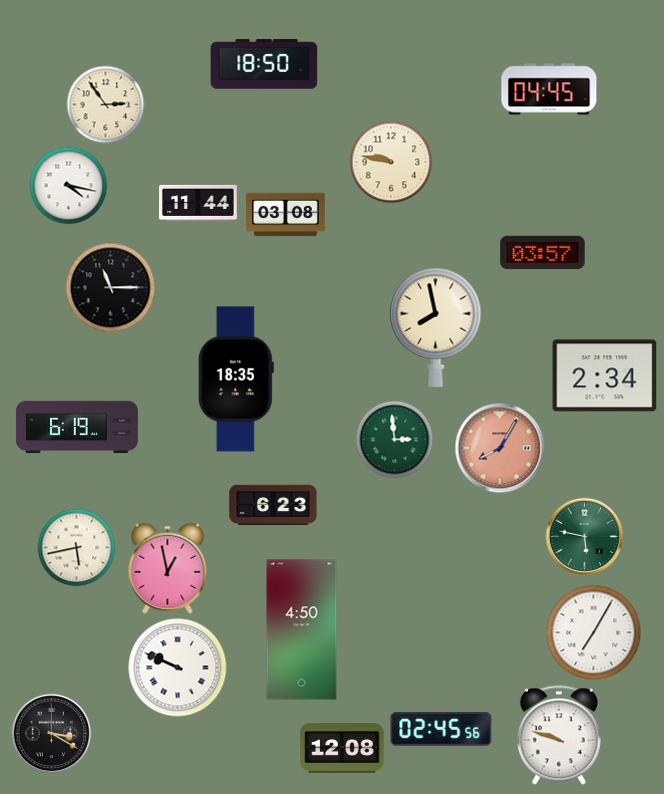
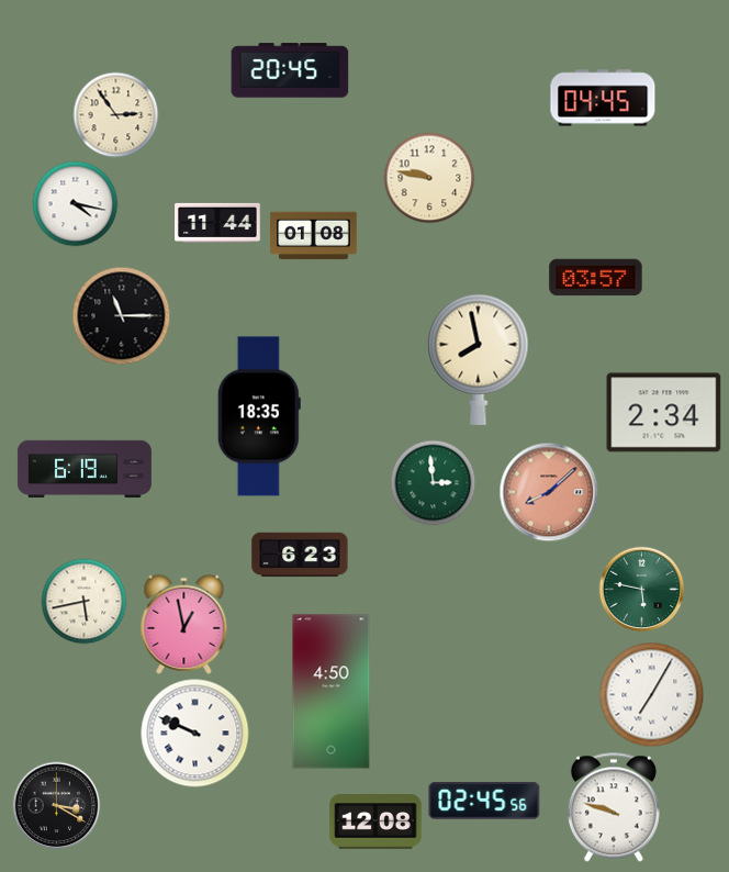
clock at (264, 64): 18:50 -> 20:45
clock at (286, 215): 03:08 -> 01:08
clock at (500, 448): 8:05 -> 8:08
